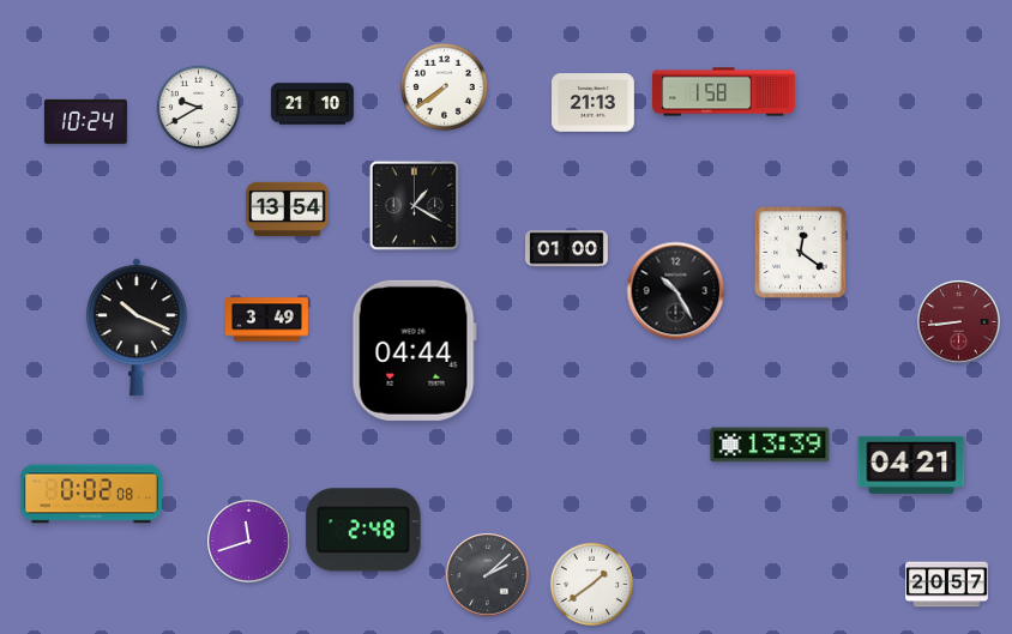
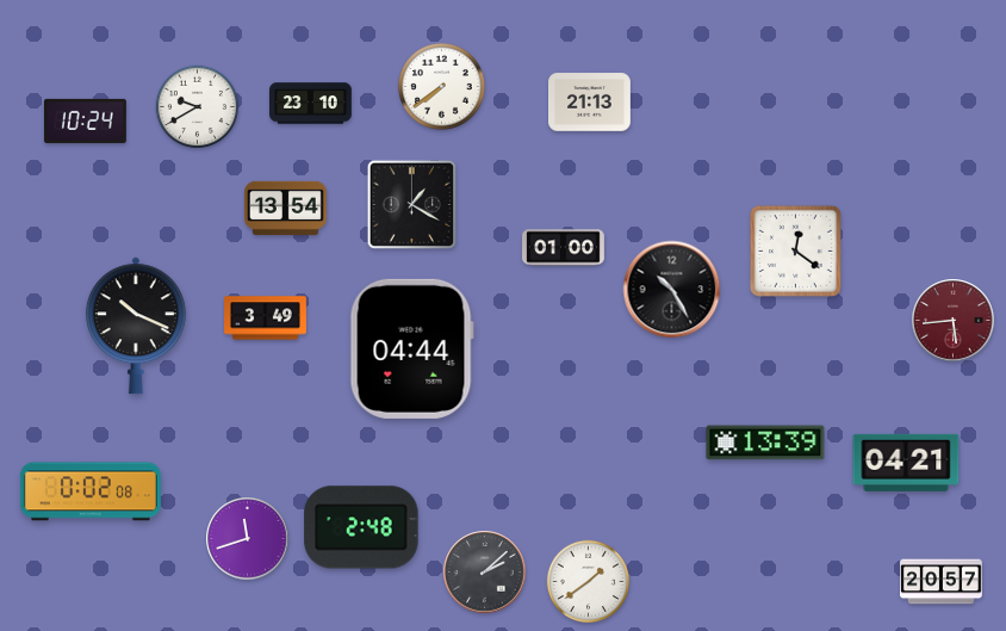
clock at (724, 92): 1:58 -> none
clock at (313, 104): 21:10 -> 23:10
clock at (959, 322): 8:44 -> 5:44
